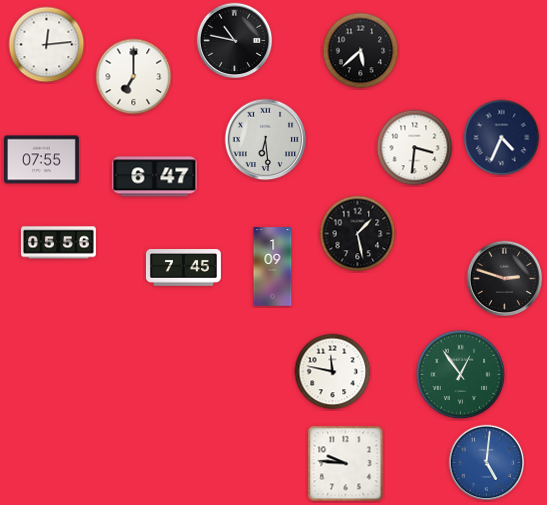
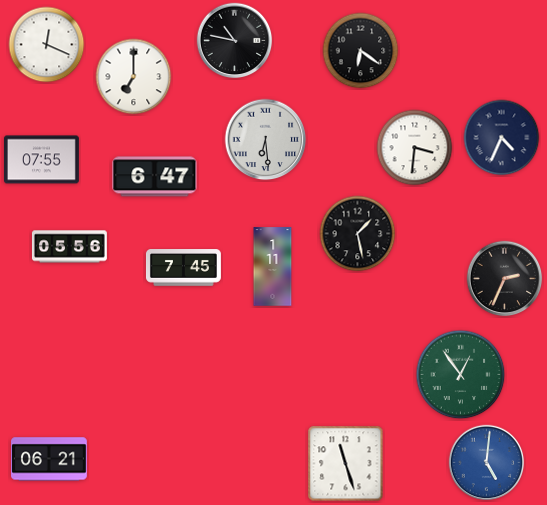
clock at (47, 45): 12:14 -> 12:19
clock at (361, 51): 5:38 -> 6:21
clock at (58, 243) position: (58, 243) -> (69, 247)
clock at (273, 267): 1:09 -> 1:11
clock at (505, 279): 2:48 -> 2:34
clock at (333, 372): 11:47 -> none
clock at (50, 459): none -> 06:21
clock at (346, 464): 9:46 -> 11:27
